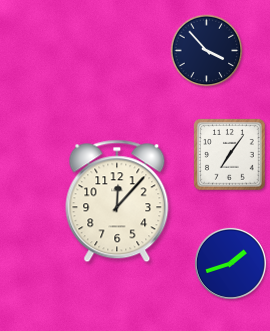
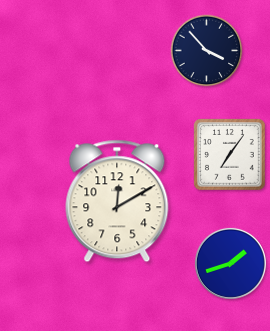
clock at (117, 201): 12:07 -> 12:10
